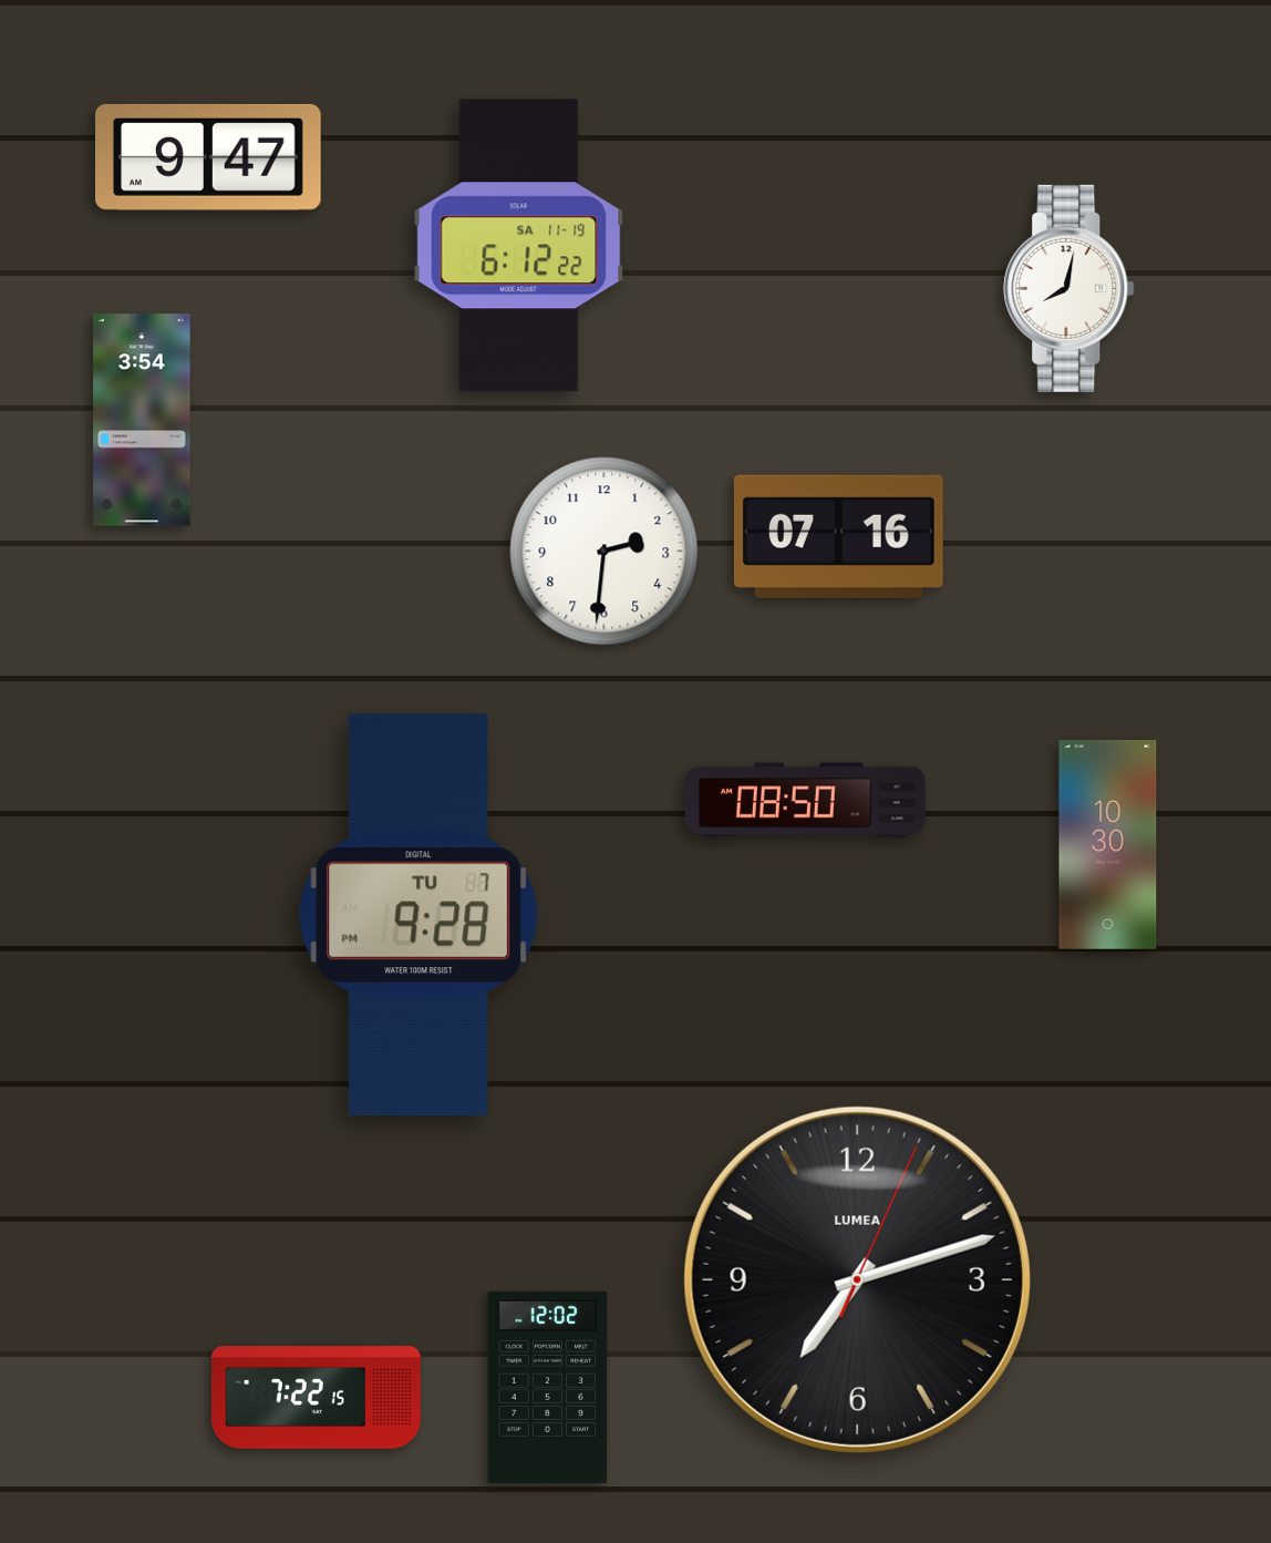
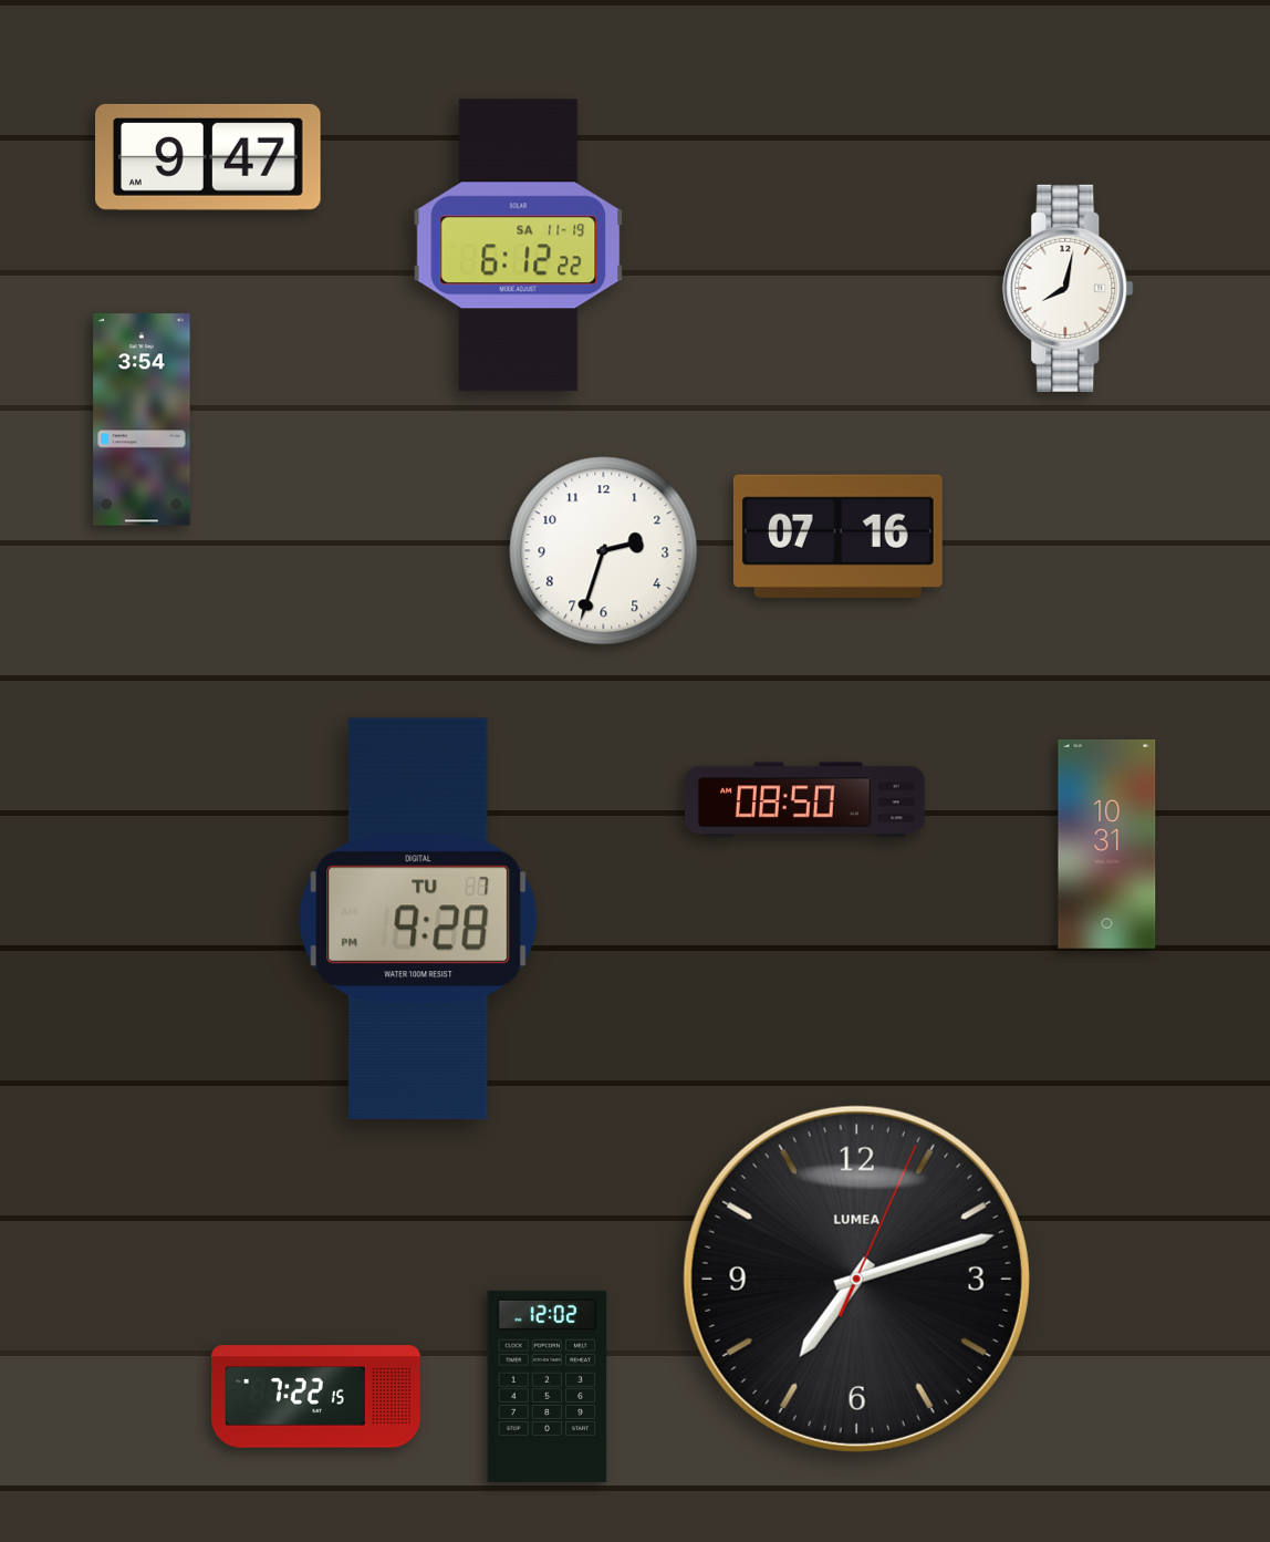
clock at (604, 552): 2:31 -> 2:33
clock at (1108, 844): 10:30 -> 10:31
clock at (418, 915) position: (418, 915) -> (418, 919)
